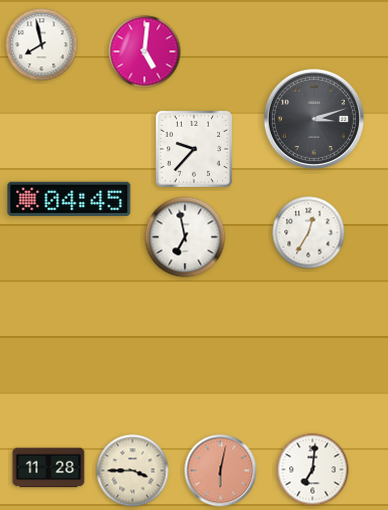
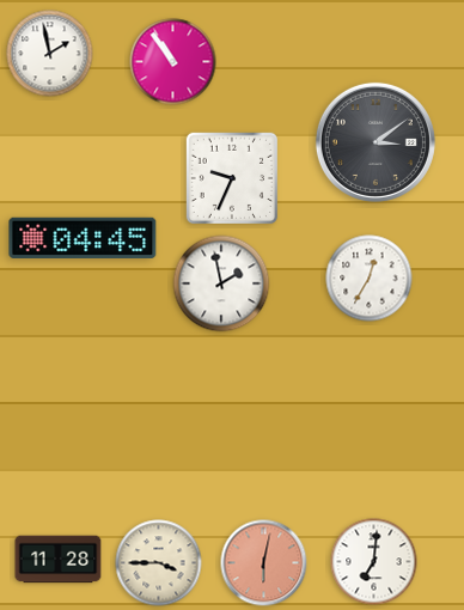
clock at (42, 45): 7:58 -> 1:58
clock at (145, 52): 5:01 -> 10:54
clock at (314, 119): 3:12 -> 3:09
clock at (194, 149): 9:37 -> 9:34
clock at (185, 237): 6:58 -> 1:58
